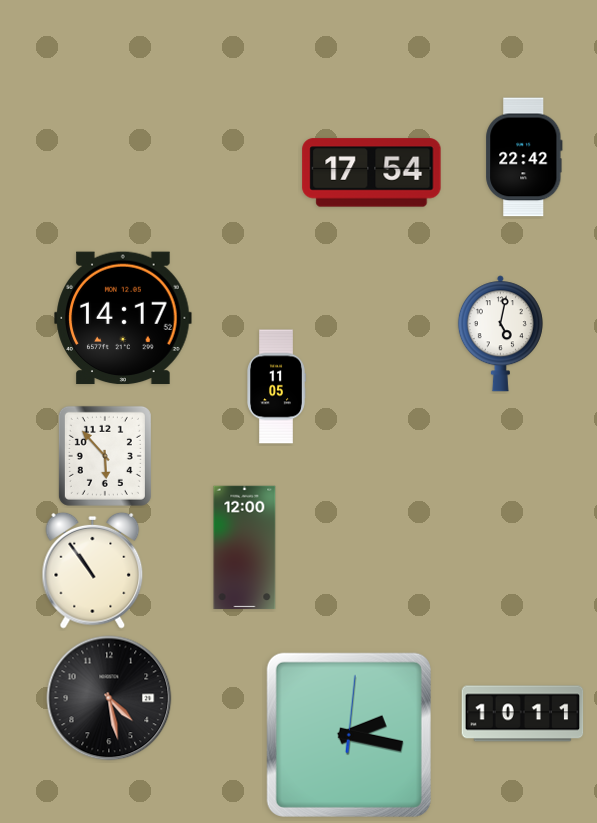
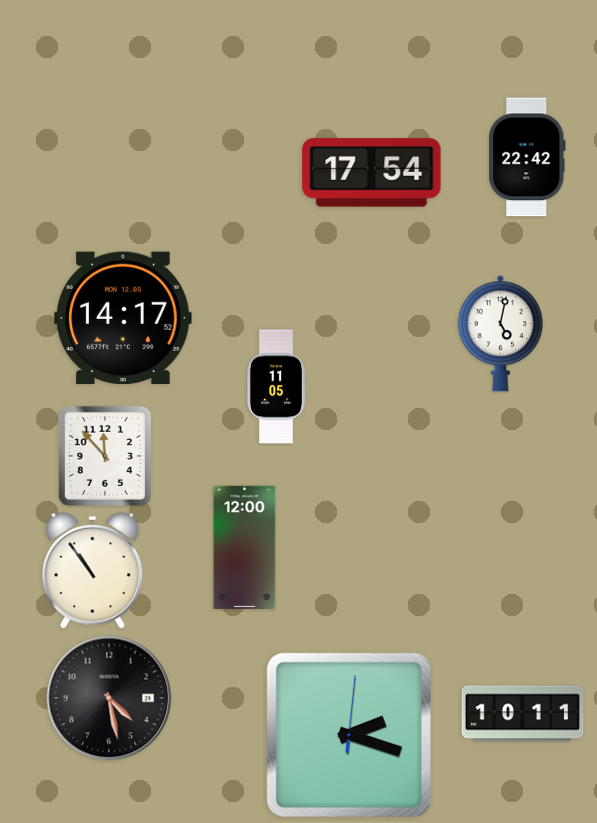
clock at (524, 157) position: (524, 157) -> (527, 157)
clock at (105, 456): 5:53 -> 11:53
clock at (349, 735): 2:17 -> 2:18
